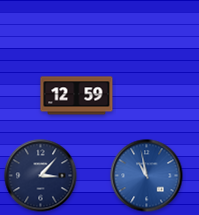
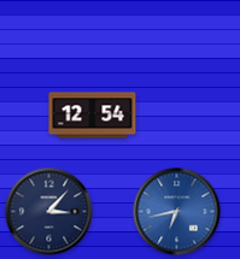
clock at (77, 96): 12:59 -> 12:54
clock at (147, 176): 10:58 -> 6:43
